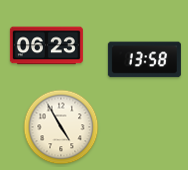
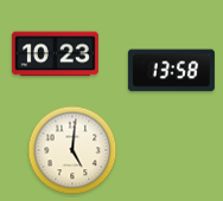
clock at (46, 46): 06:23 -> 10:23
clock at (61, 127): 4:55 -> 5:01
